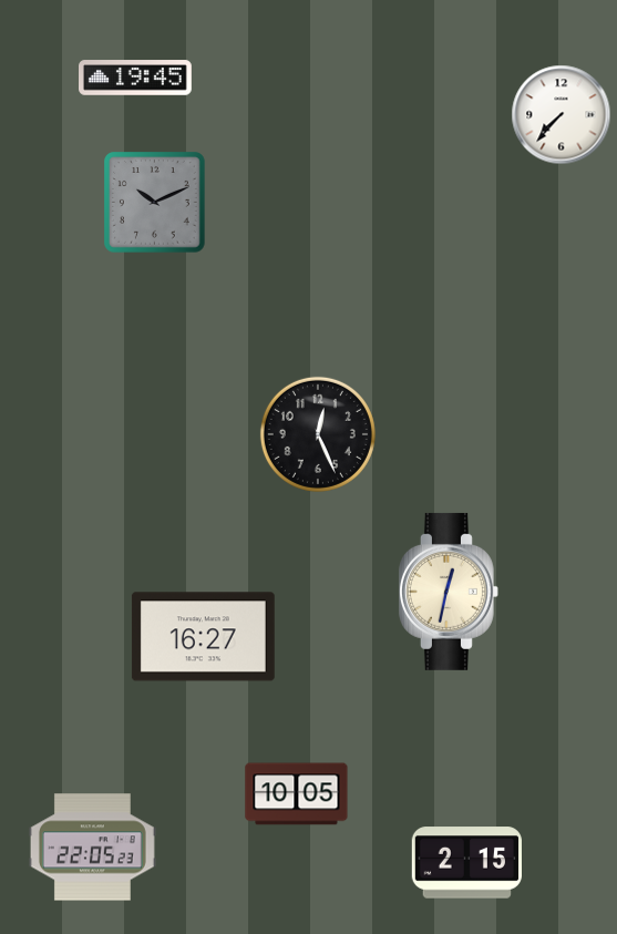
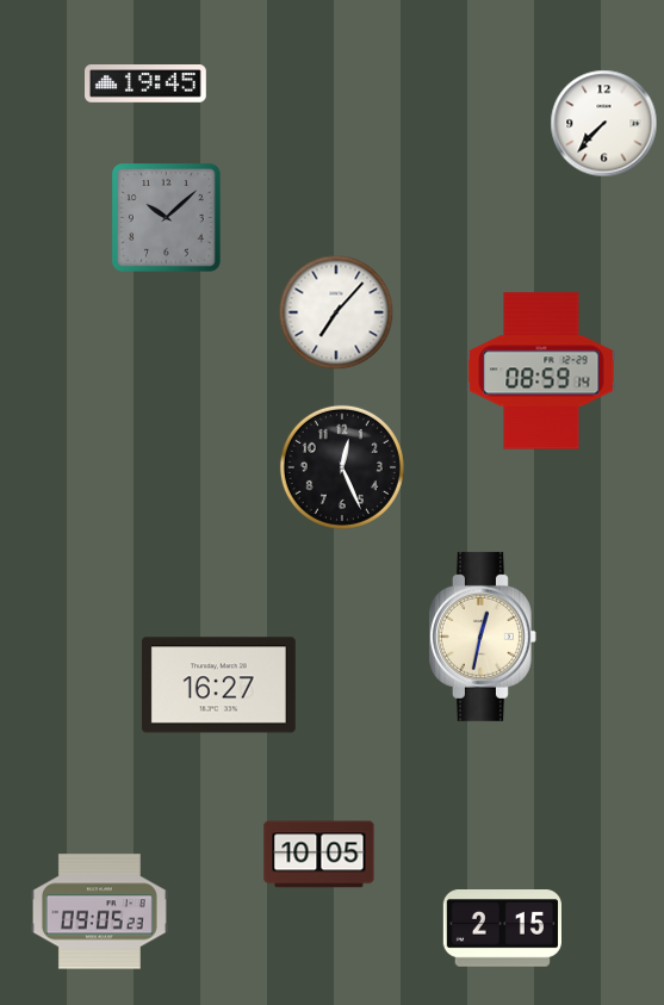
clock at (155, 203): 10:11 -> 10:08
clock at (336, 312): none -> 7:07
clock at (541, 371): none -> 08:59
clock at (92, 848): 22:05 -> 09:05
